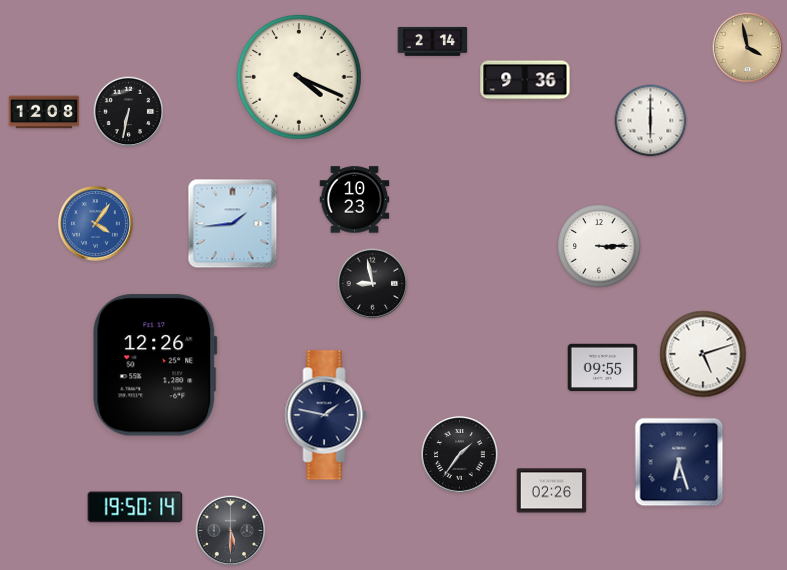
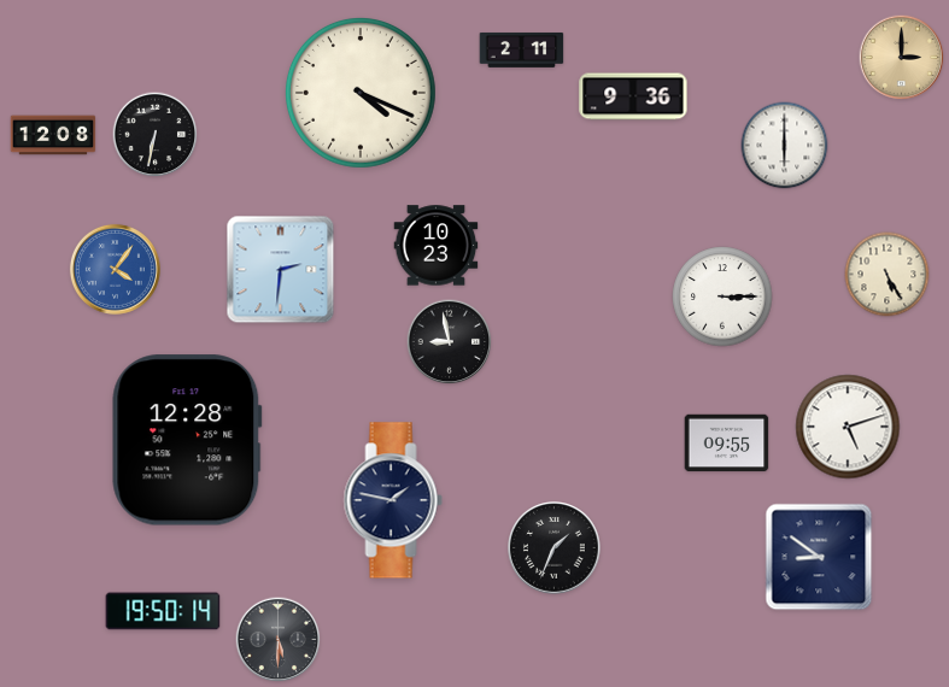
clock at (433, 42): 2:14 -> 2:11
clock at (748, 48): 3:58 -> 3:00
clock at (355, 200) position: (355, 200) -> (437, 246)
clock at (233, 224): 1:44 -> 2:31
clock at (888, 275): none -> 5:25
clock at (155, 365): 12:26 -> 12:28
clock at (460, 455): 1:36 -> 1:34
clock at (679, 462): 6:27 -> 8:51
clock at (552, 491): 02:26 -> none
